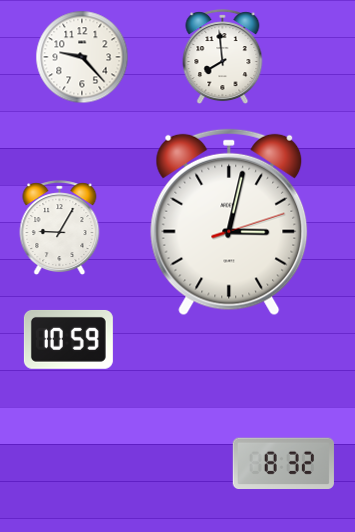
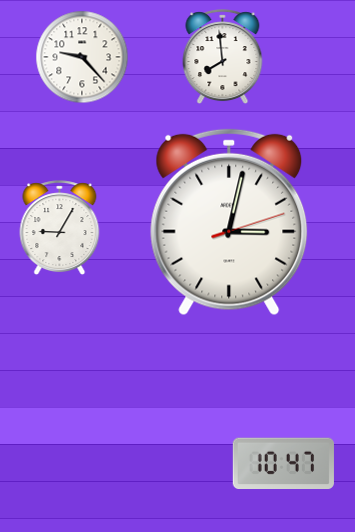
clock at (68, 339): 10:59 -> none
clock at (283, 464): 8:32 -> 10:47
